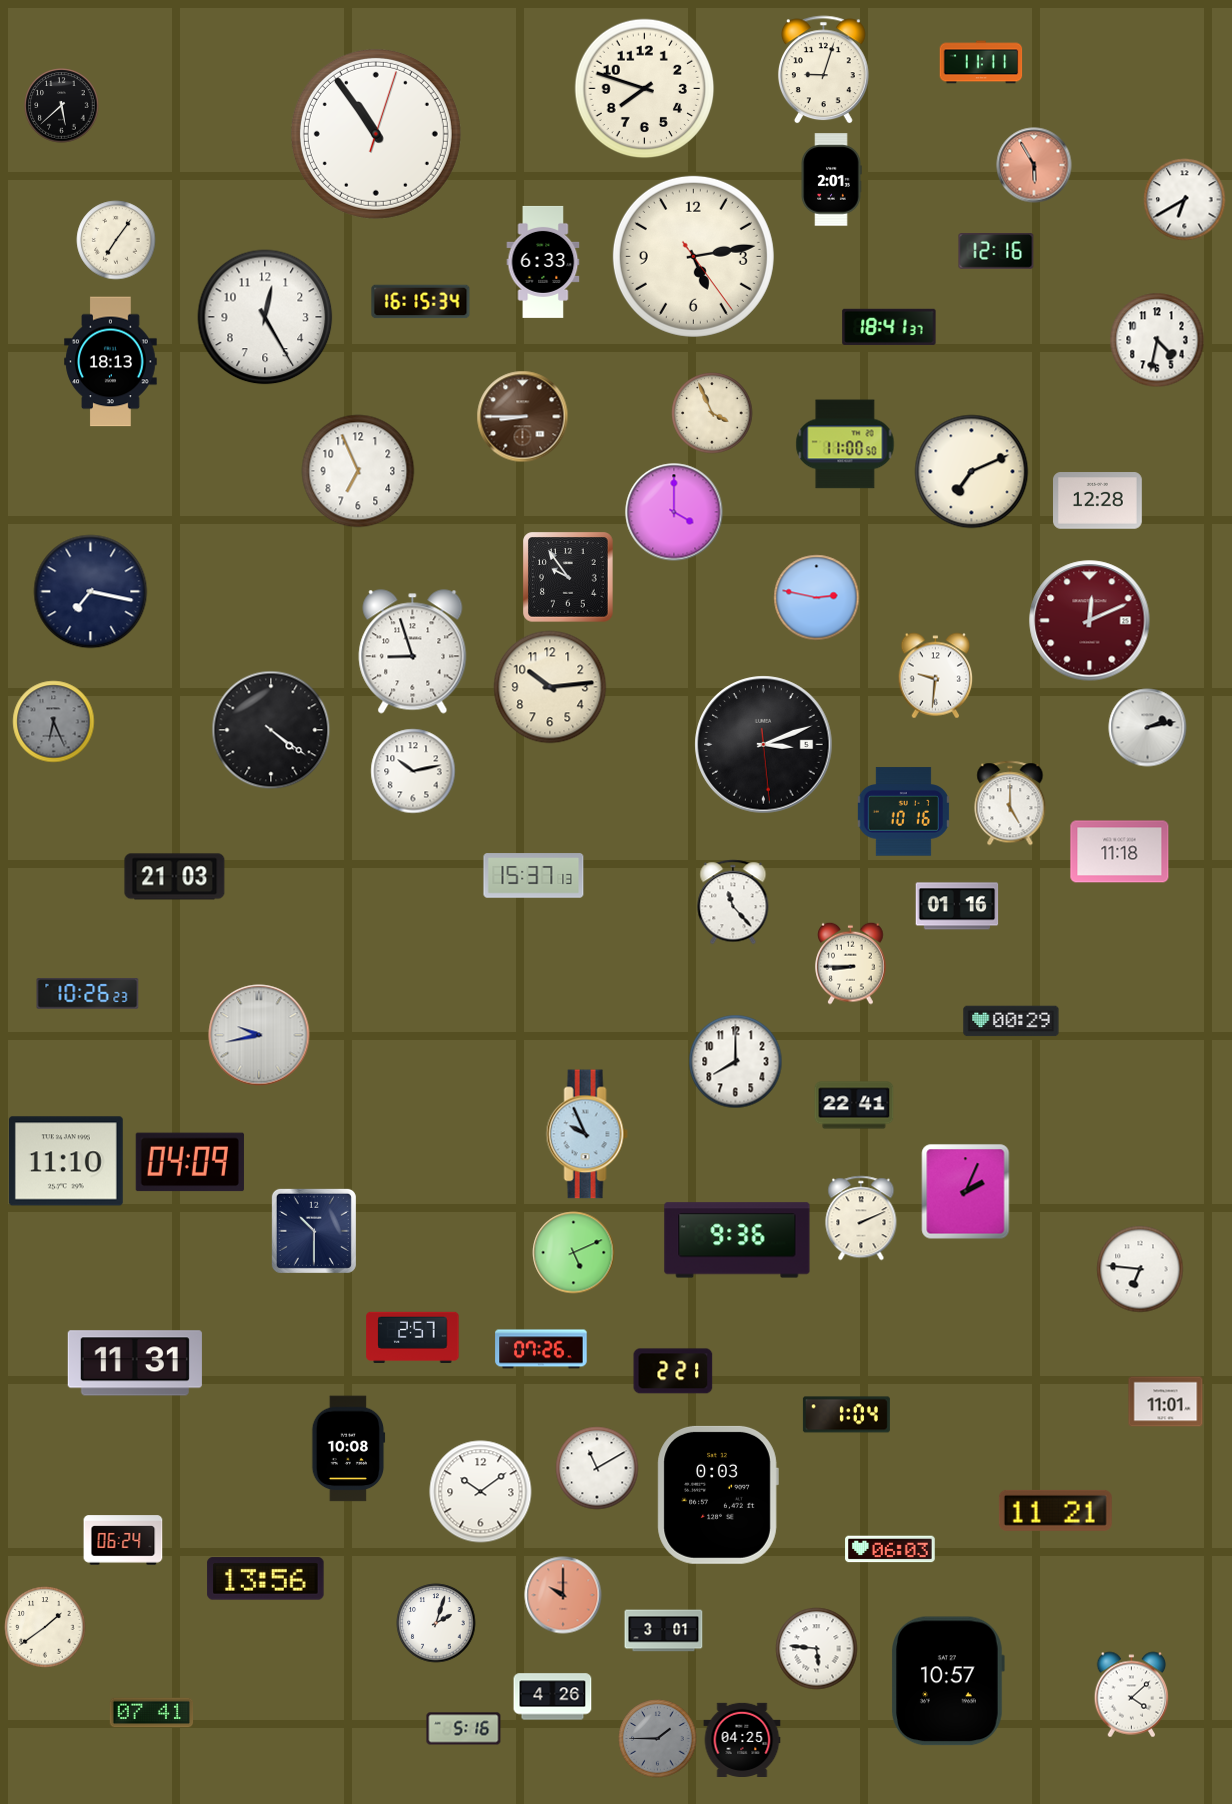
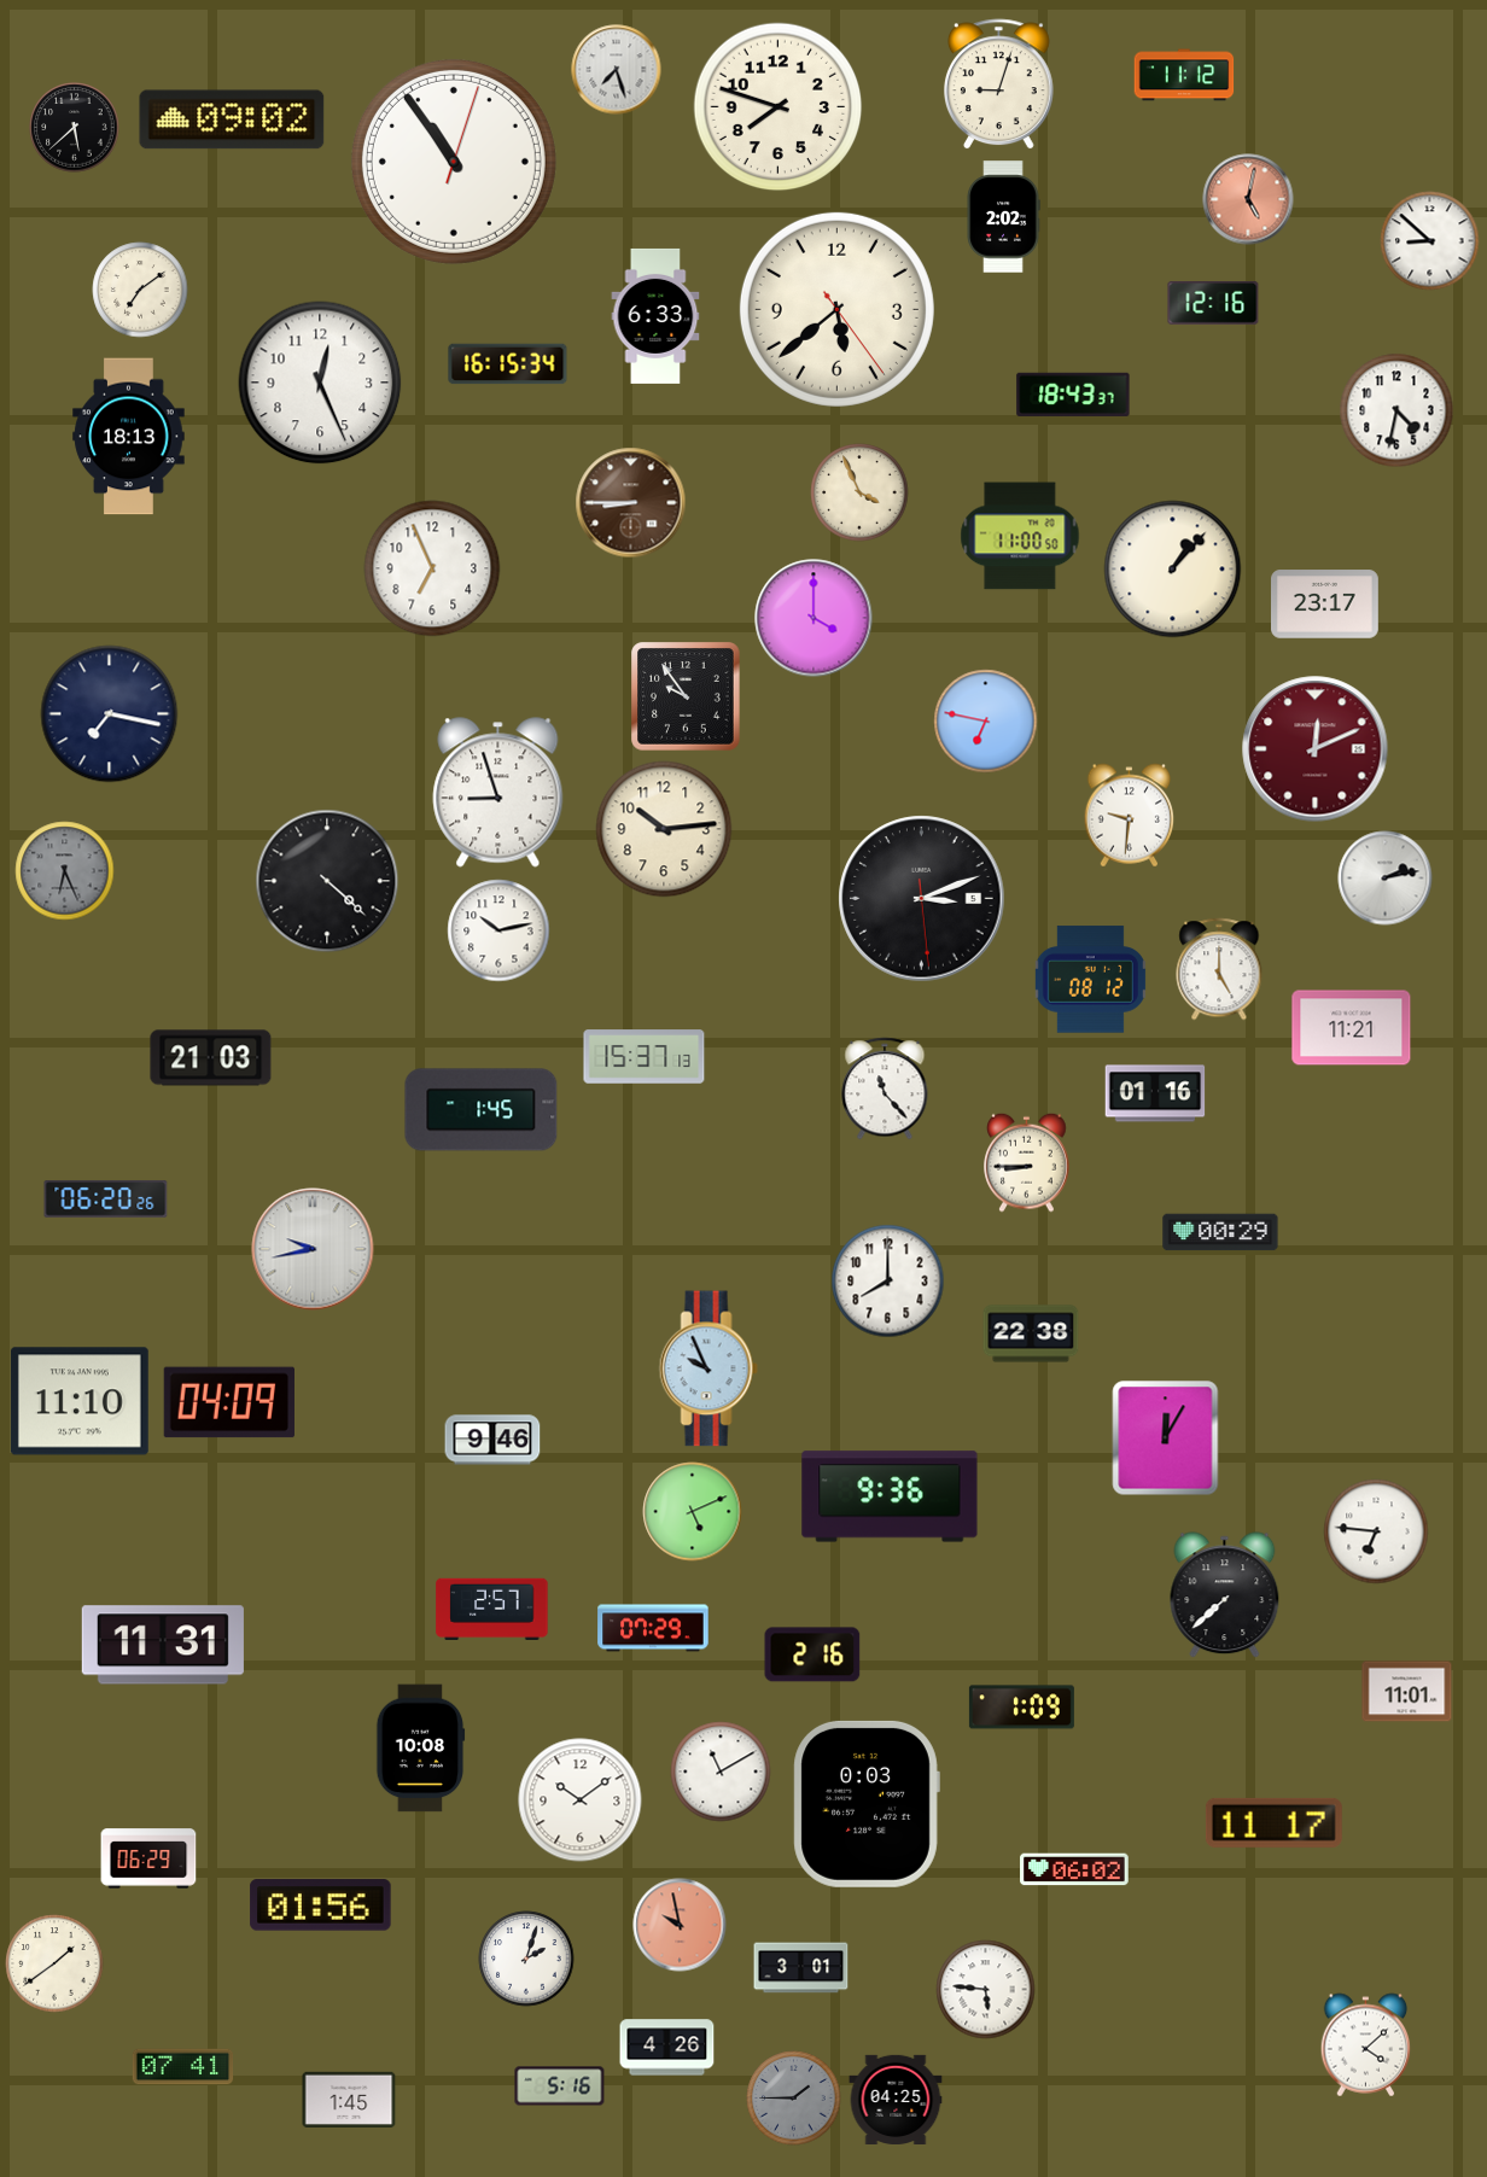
clock at (617, 70): none -> 7:27
clock at (981, 62): 11:11 -> 11:12
clock at (823, 70) position: (823, 70) -> (998, 84)
clock at (232, 119): none -> 09:02
clock at (1034, 165): 5:55 -> 5:02
clock at (831, 180): 2:01 -> 2:02
clock at (1185, 200): 6:40 -> 8:52
clock at (116, 240): 7:06 -> 7:09
clock at (996, 251) position: (996, 251) -> (1213, 303)
clock at (693, 256): 5:13 -> 5:38
clock at (265, 317): 12:25 -> 12:26
clock at (889, 327): 18:41 -> 18:43
clock at (111, 362) position: (111, 362) -> (129, 437)
clock at (712, 413) position: (712, 413) -> (859, 492)
clock at (972, 472): 7:11 -> 1:07
clock at (1098, 501): 12:28 -> 23:17
clock at (817, 598): 2:47 -> 6:47
clock at (413, 652) position: (413, 652) -> (498, 793)
clock at (271, 730): 4:21 -> 4:22
clock at (903, 812): 10:16 -> 08:12
clock at (1120, 852): 11:18 -> 11:21
clock at (482, 1110): none -> 1:45
clock at (88, 994): 10:26 -> 06:20
clock at (854, 1105): 22:41 -> 22:38
clock at (966, 1192): 2:04 -> 12:05
clock at (492, 1440): none -> 9:46
clock at (861, 1218): 2:11 -> none
clock at (314, 1231): 10:30 -> none
clock at (1225, 1595): none -> 7:38
clock at (413, 1337) position: (413, 1337) -> (492, 1609)
clock at (541, 1349): 07:26 -> 07:29
clock at (673, 1371): 2:21 -> 2:16
clock at (846, 1415): 1:04 -> 1:09
clock at (1055, 1510): 11:21 -> 11:17
clock at (123, 1540): 06:24 -> 06:29
clock at (890, 1549): 06:03 -> 06:02
clock at (266, 1579): 13:56 -> 01:56
clock at (563, 1595): 10:00 -> 9:58
clock at (948, 1681): 10:57 -> none
clock at (349, 2100): none -> 1:45
